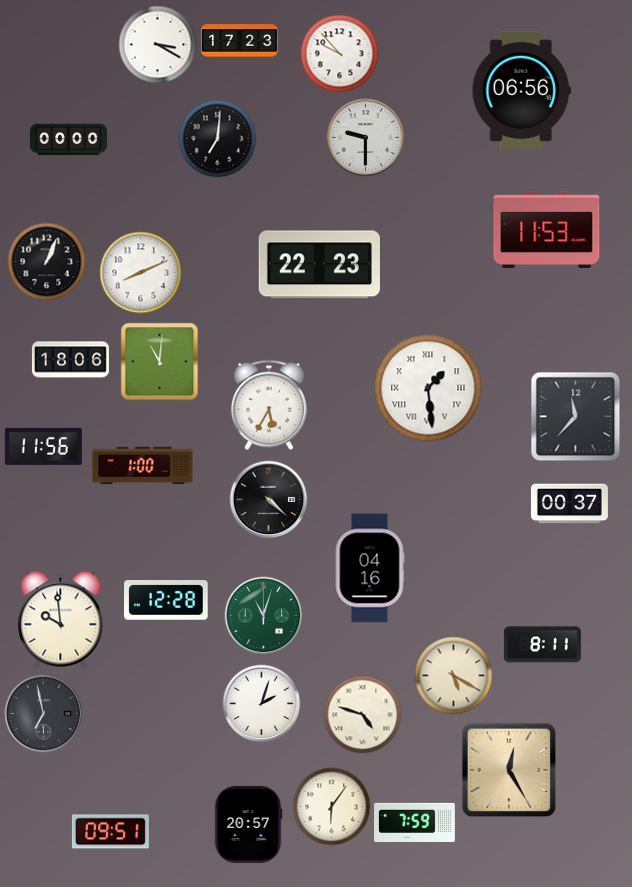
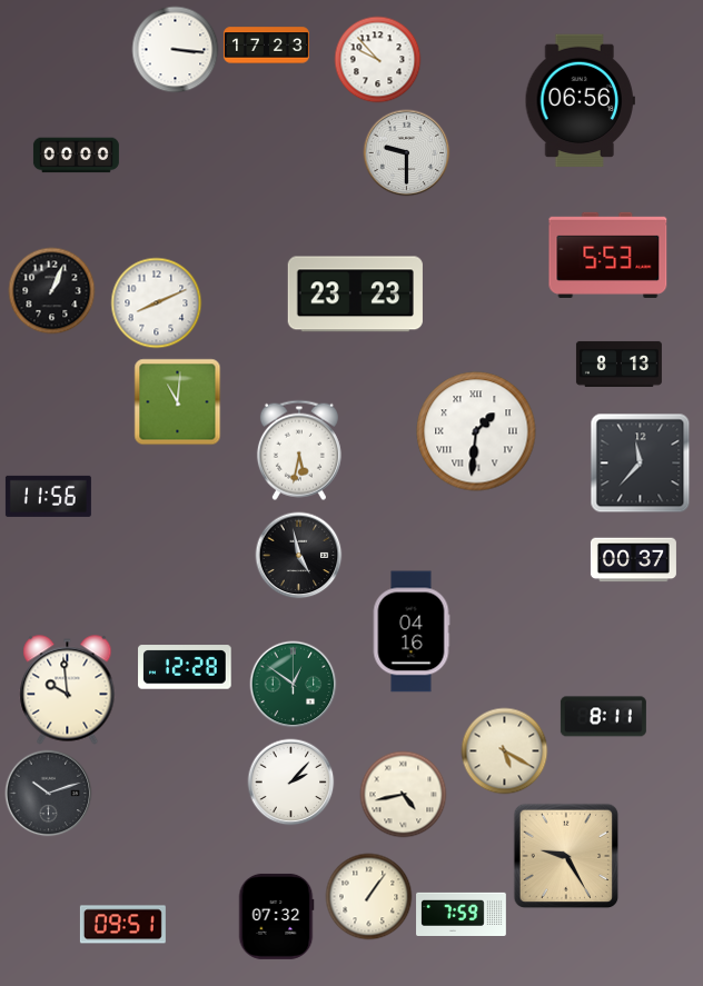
clock at (157, 44): 3:20 -> 3:16
clock at (217, 138): 7:01 -> none
clock at (547, 229): 11:53 -> 5:53
clock at (319, 265): 22:23 -> 23:23
clock at (618, 363): none -> 8:13
clock at (70, 360): 18:06 -> none
clock at (428, 388): 1:29 -> 1:31
clock at (269, 405): 5:35 -> 5:32
clock at (143, 466): 1:00 -> none
clock at (268, 499): 4:22 -> 4:58
clock at (263, 615): 11:03 -> 12:51
clock at (261, 703): 2:03 -> 2:07
clock at (43, 713): 6:58 -> 10:12
clock at (362, 714): 4:48 -> 4:43
clock at (509, 770): 12:25 -> 9:25
clock at (331, 806): 6:06 -> 1:06
clock at (248, 824): 20:57 -> 07:32
